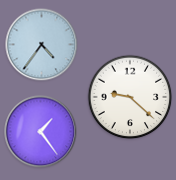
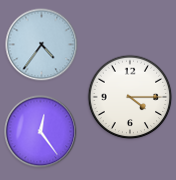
clock at (130, 97): 9:22 -> 4:15
clock at (41, 132): 1:24 -> 12:24
